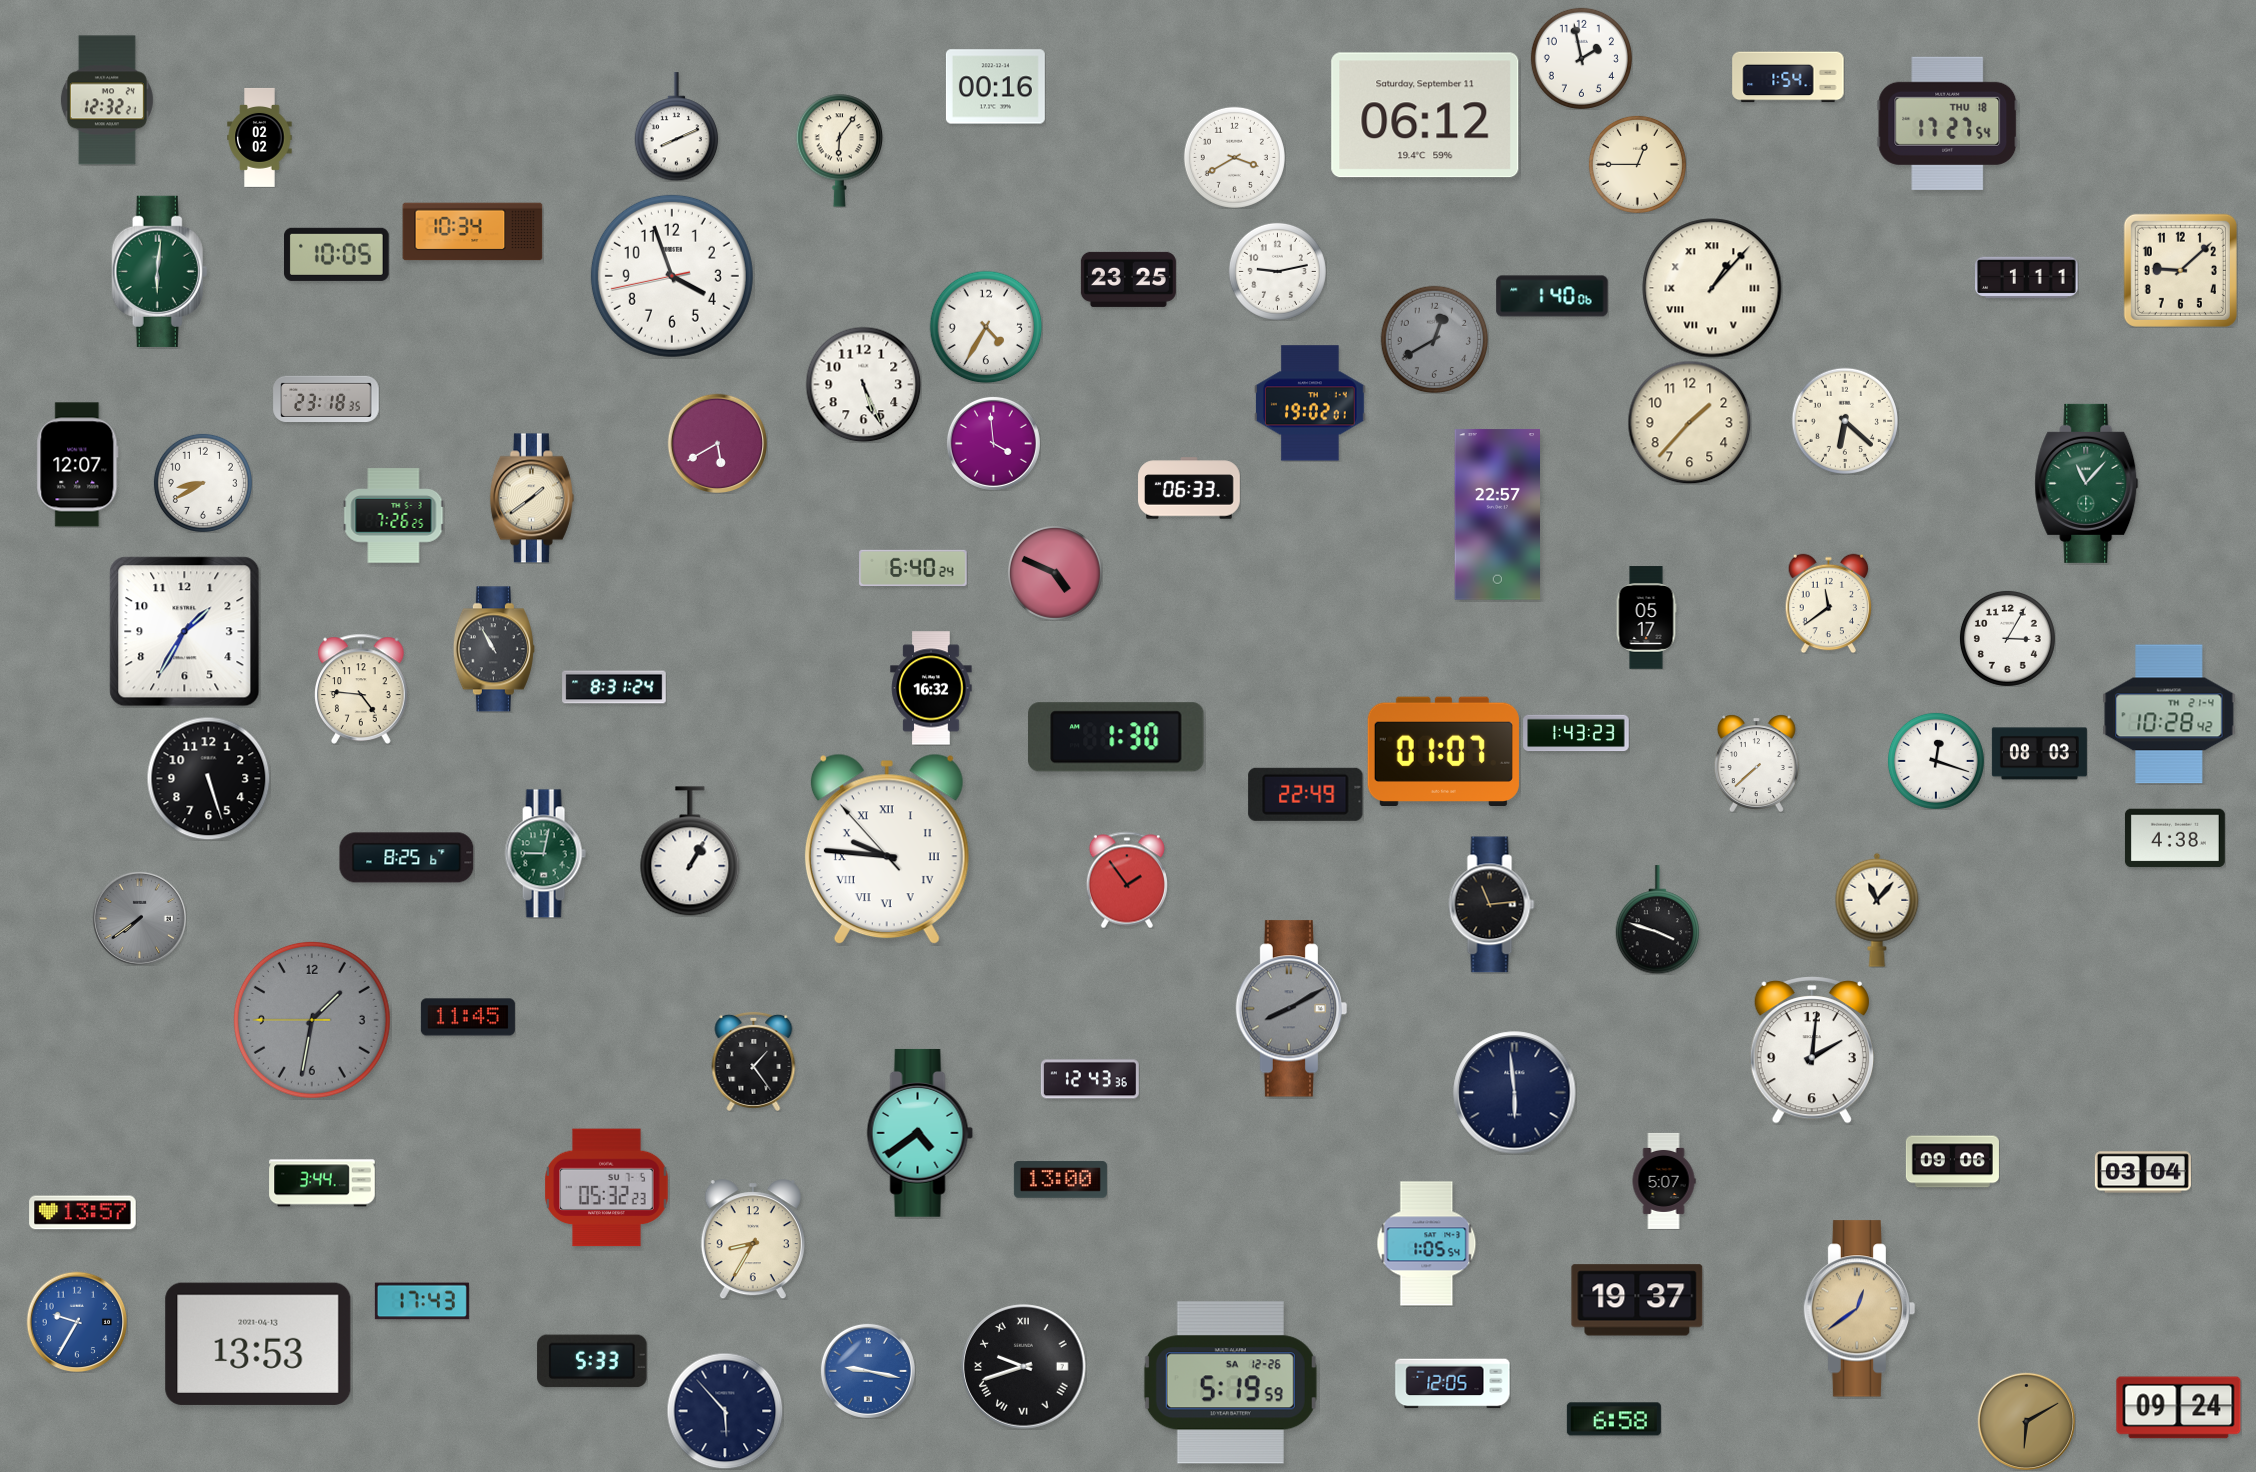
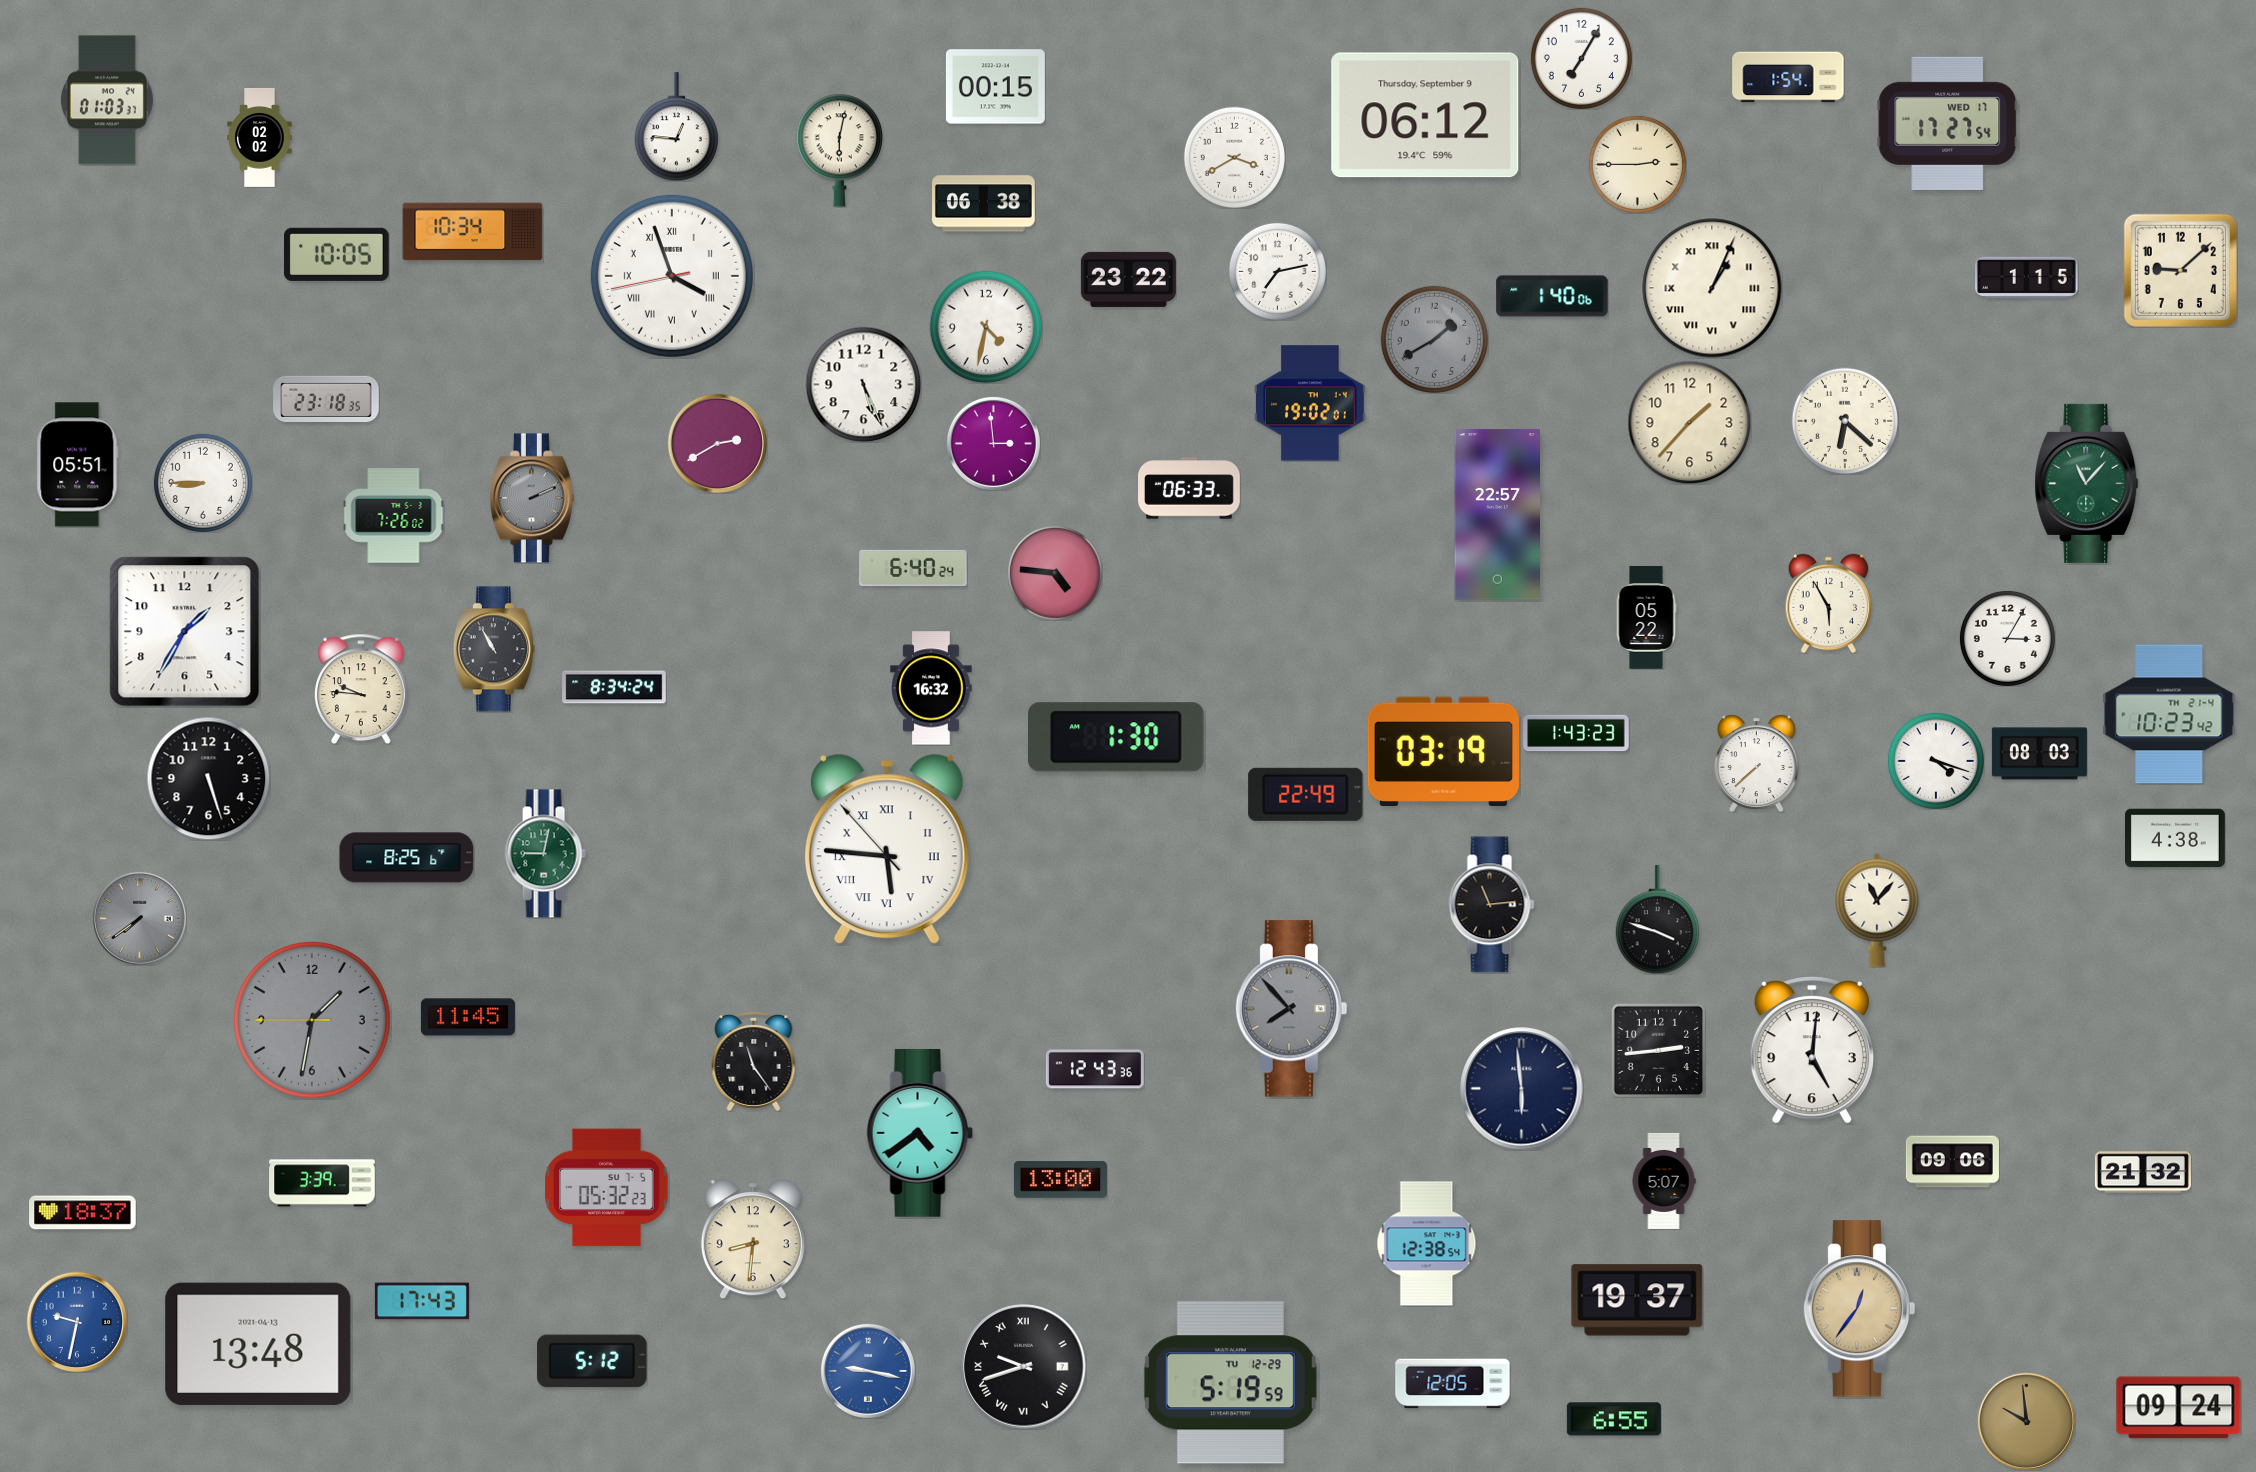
clock at (1581, 58): 1:58 -> 7:05
clock at (995, 87): 00:16 -> 00:15
clock at (107, 100): 12:32 -> 01:03
clock at (1425, 115) date: Saturday, September 11 -> Thursday, September 9
clock at (1948, 123) date: THU 18 -> WED 17
clock at (676, 127): 8:11 -> 12:46
clock at (840, 150): 6:06 -> 6:02
clock at (1637, 164): 12:45 -> 2:45
clock at (984, 204): none -> 06:38
clock at (160, 271): 6:01 -> none
clock at (1277, 271): 9:13 -> 7:13
clock at (672, 276) numerals: Arabic -> Roman
clock at (2027, 278): 1:11 -> 1:15
clock at (1128, 279): 23:25 -> 23:22
clock at (1712, 288): 1:07 -> 1:04
clock at (986, 327): 4:35 -> 4:32
clock at (1434, 339): 12:40 -> 1:40
clock at (717, 443): 5:40 -> 2:40
clock at (993, 443): 3:59 -> 2:59
clock at (78, 465): 12:07 -> 05:51
clock at (203, 483): 8:40 -> 8:45
clock at (532, 498): 1:39 -> 2:11
clock at (532, 498) dial: cream -> grey
clock at (393, 516): 7:26:25 -> 7:26:02
clock at (1055, 573): 4:49 -> 4:46
clock at (1829, 603): 11:39 -> 5:55
clock at (1646, 618): 05:17 -> 05:22
clock at (614, 687): 8:31 -> 8:34
clock at (361, 689): 4:46 -> 9:46
clock at (2169, 714): 10:28 -> 10:23
clock at (1443, 752): 01:07 -> 03:19
clock at (1936, 761): 12:18 -> 4:18
clock at (887, 849): 9:45 -> 5:45
clock at (690, 851): 1:05 -> none
clock at (1127, 880): 1:54 -> none
clock at (1292, 1009): 8:10 -> 7:53
clock at (1658, 1050): none -> 2:44
clock at (1812, 1051): 2:01 -> 5:01
clock at (754, 1061): 1:24 -> 11:24
clock at (1090, 1079) position: (1090, 1079) -> (1095, 1069)
clock at (1515, 1093) position: (1515, 1093) -> (1522, 1089)
clock at (2143, 1172): 03:04 -> 21:32
clock at (322, 1183): 3:44 -> 3:39
clock at (83, 1213): 13:57 -> 18:37
clock at (753, 1239): 8:35 -> 8:31
clock at (1427, 1244): 1:05 -> 12:38
clock at (1860, 1309): 12:39 -> 12:36
clock at (77, 1322): 9:35 -> 9:32
clock at (258, 1344): 13:53 -> 13:48
clock at (592, 1361): 5:33 -> 5:12
clock at (1230, 1383) date: SA 12-26 -> TU 12-29
clock at (725, 1411): 5:53 -> none
clock at (1614, 1419): 6:58 -> 6:55
clock at (2026, 1421): 6:10 -> 9:59
